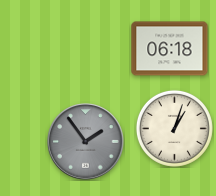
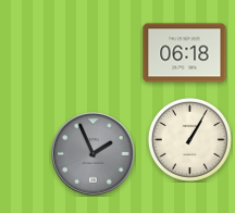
clock at (174, 128): 1:03 -> 1:05
clock at (86, 142): 1:54 -> 1:56
